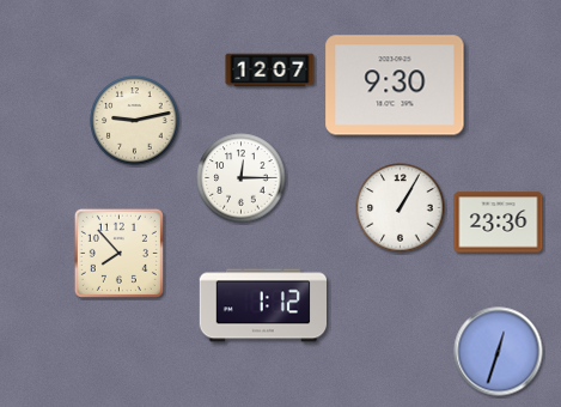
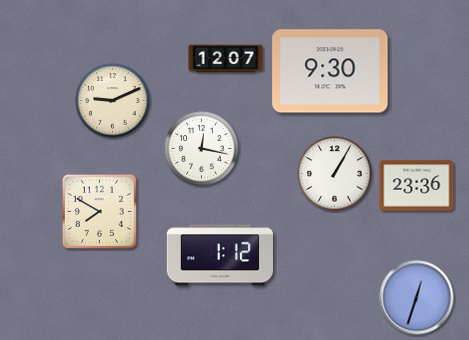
clock at (135, 121): 9:13 -> 9:11
clock at (242, 178): 12:15 -> 12:17
clock at (118, 253): 7:53 -> 7:50
clock at (499, 352) position: (499, 352) -> (417, 298)
